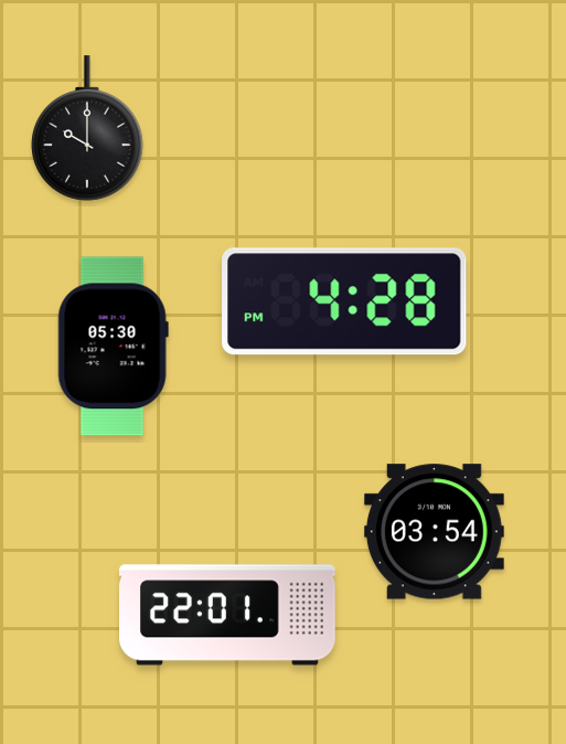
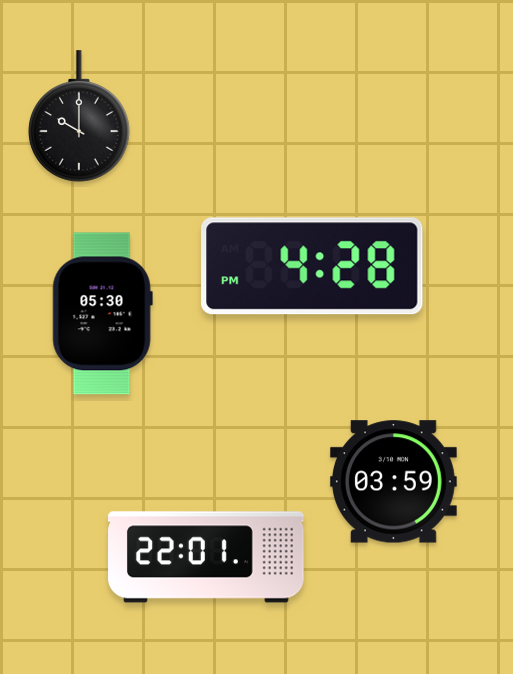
clock at (344, 301) position: (344, 301) -> (312, 266)
clock at (434, 532): 03:54 -> 03:59
